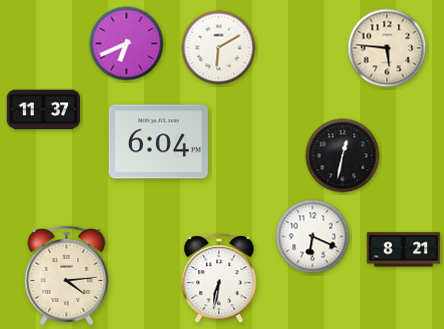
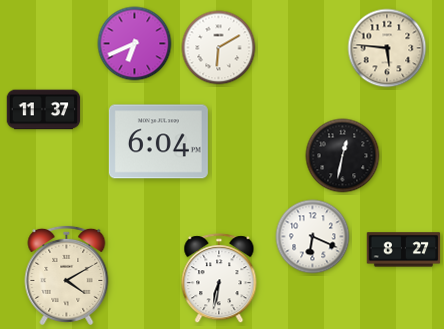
clock at (127, 44) position: (127, 44) -> (135, 44)
clock at (404, 250): 8:21 -> 8:27
clock at (67, 275): 4:14 -> 4:10
